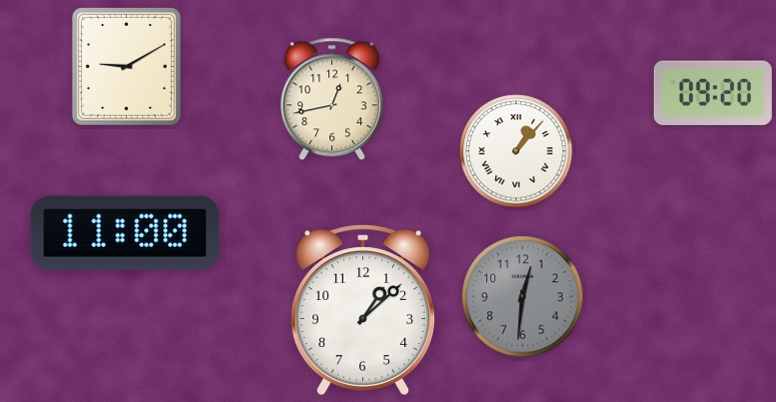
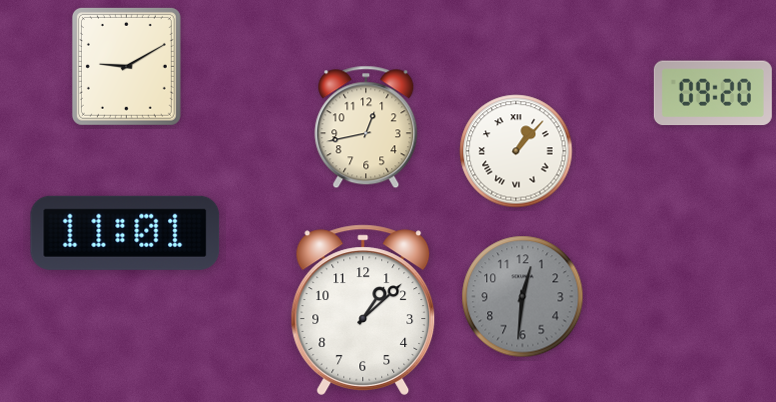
clock at (332, 99) position: (332, 99) -> (366, 127)
clock at (125, 233): 11:00 -> 11:01
